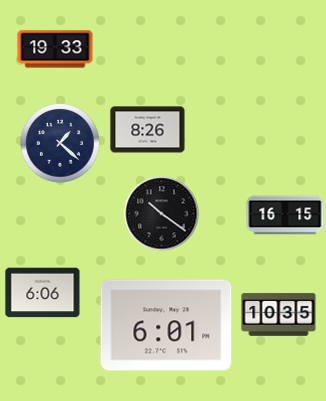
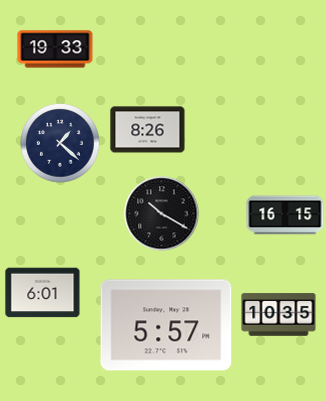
clock at (162, 214): 10:21 -> 10:20
clock at (43, 293): 6:06 -> 6:01
clock at (166, 325): 6:01 -> 5:57
